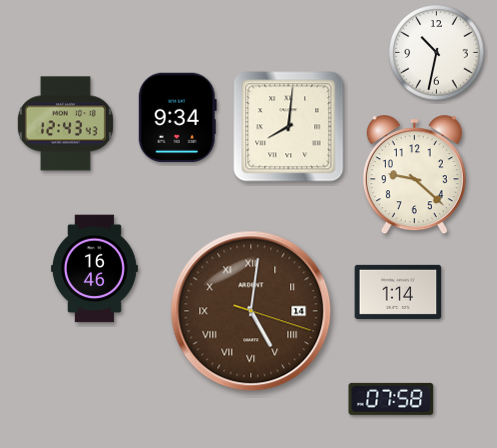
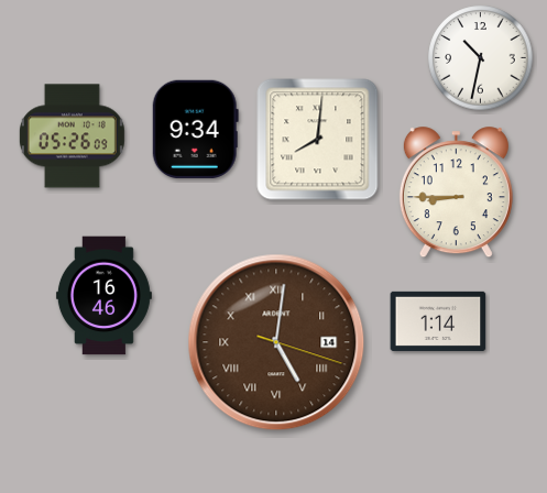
clock at (65, 124): 12:43 -> 05:26
clock at (414, 175): 9:22 -> 8:45
clock at (391, 399): 07:58 -> none
